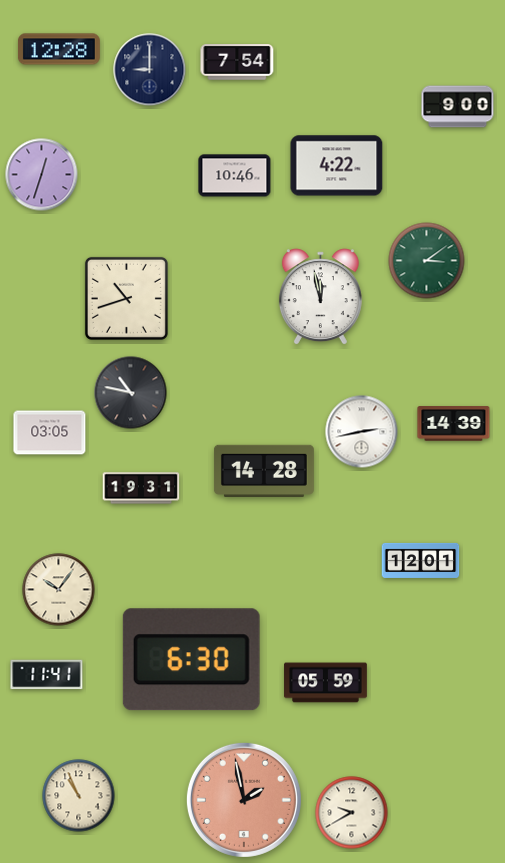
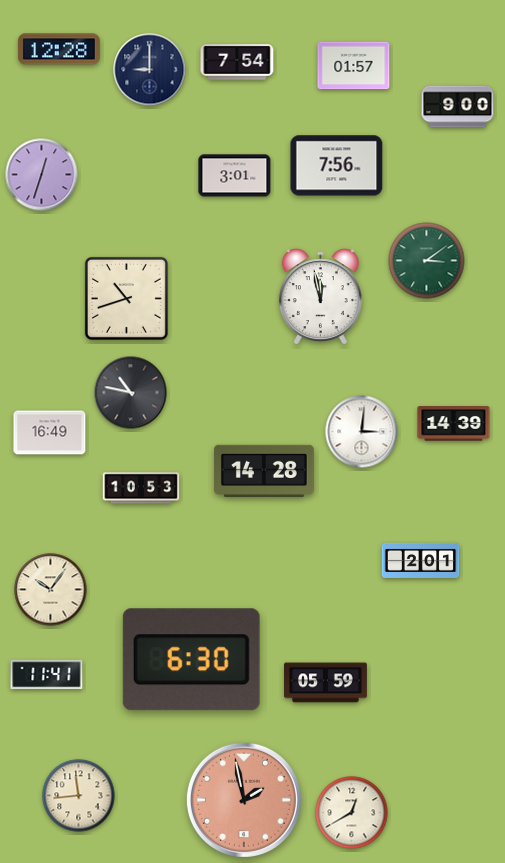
clock at (354, 66): none -> 01:57
clock at (337, 166): 4:22 -> 7:56
clock at (235, 176): 10:46 -> 3:01
clock at (362, 432): 2:43 -> 3:01
clock at (50, 433): 03:05 -> 16:49
clock at (141, 488): 19:31 -> 10:53
clock at (421, 560): 12:01 -> 2:01
clock at (59, 590) position: (59, 590) -> (51, 590)
clock at (79, 796): 10:56 -> 11:44
clock at (352, 813): 9:40 -> 12:40
